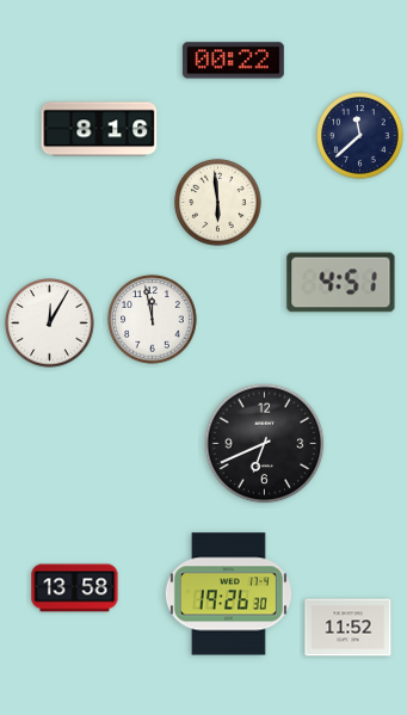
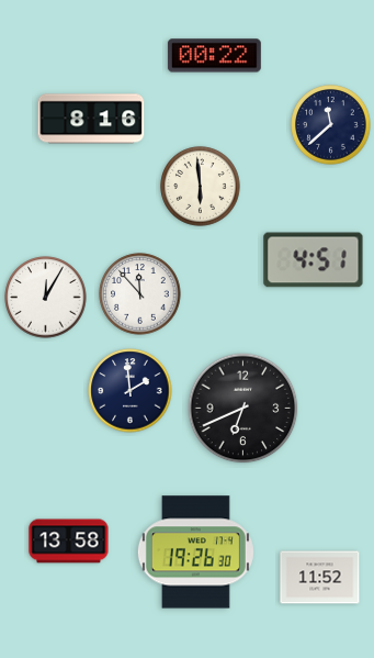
clock at (153, 320): 11:58 -> 11:53
clock at (131, 391): none -> 1:59
clock at (228, 594) position: (228, 594) -> (195, 553)
